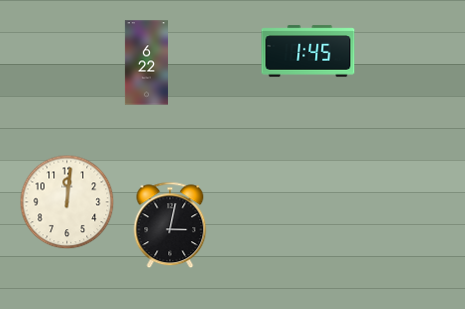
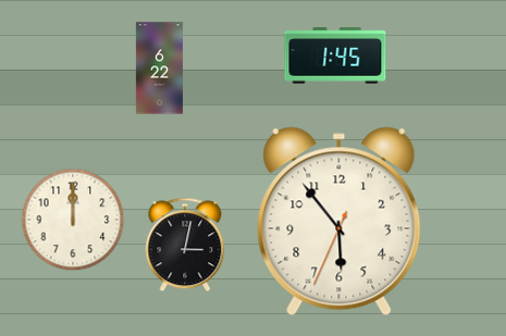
clock at (67, 202): 12:01 -> 12:00
clock at (340, 222): none -> 5:53
